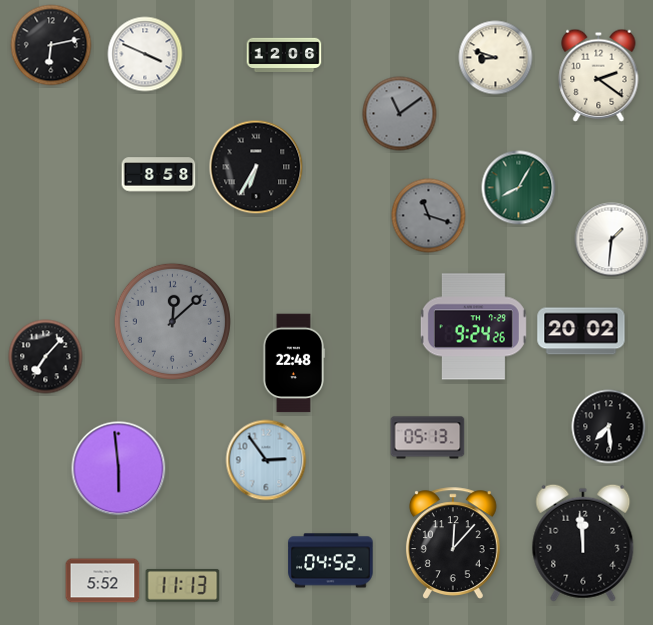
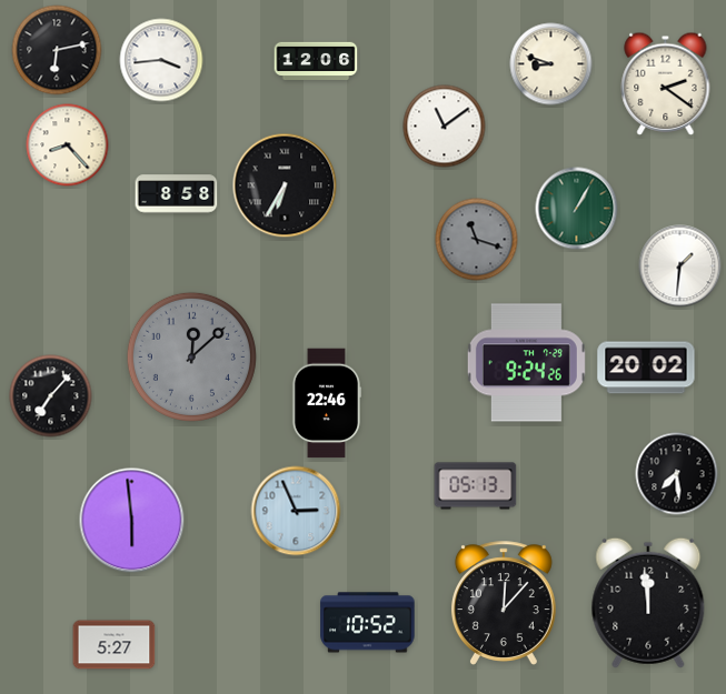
clock at (145, 54): 3:49 -> 3:44
clock at (400, 114) dial: grey -> white
clock at (68, 145): none -> 8:23
clock at (519, 188): 8:05 -> 1:05
clock at (294, 363): 22:48 -> 22:46
clock at (266, 460): 2:54 -> 2:56
clock at (331, 561): 04:52 -> 10:52
clock at (103, 581): 5:52 -> 5:27
clock at (183, 586): 11:13 -> none
